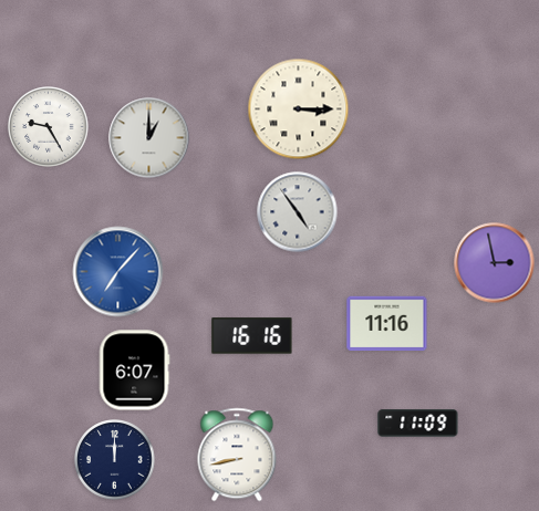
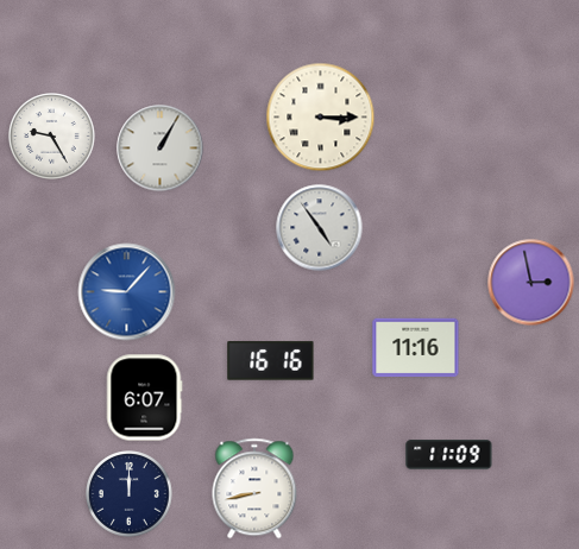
clock at (149, 138): 1:00 -> 1:05
clock at (118, 272): 7:07 -> 9:07
clock at (115, 460) position: (115, 460) -> (130, 494)
